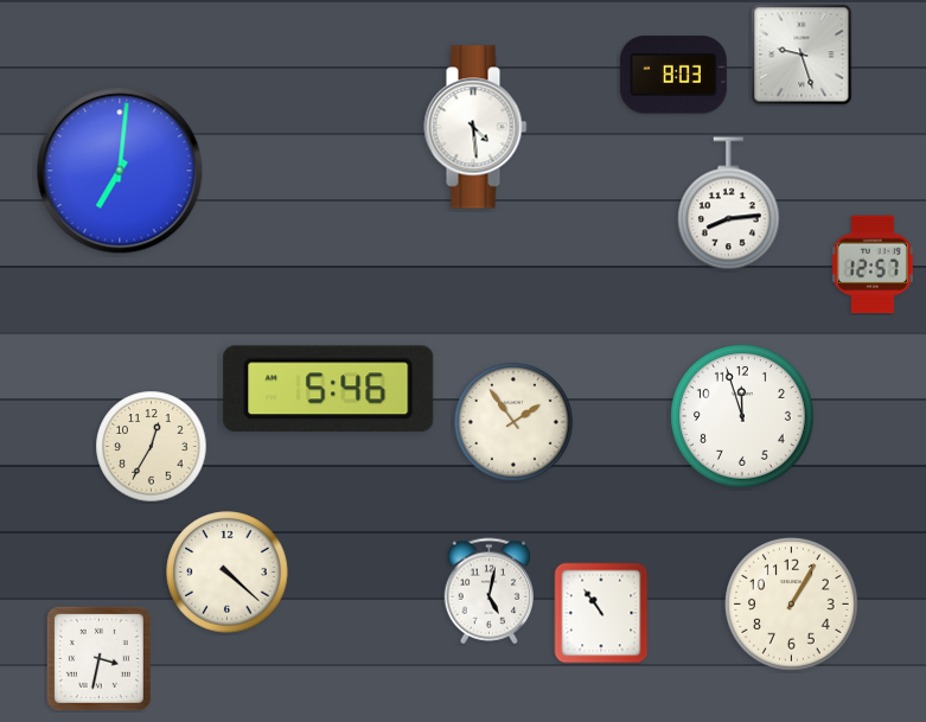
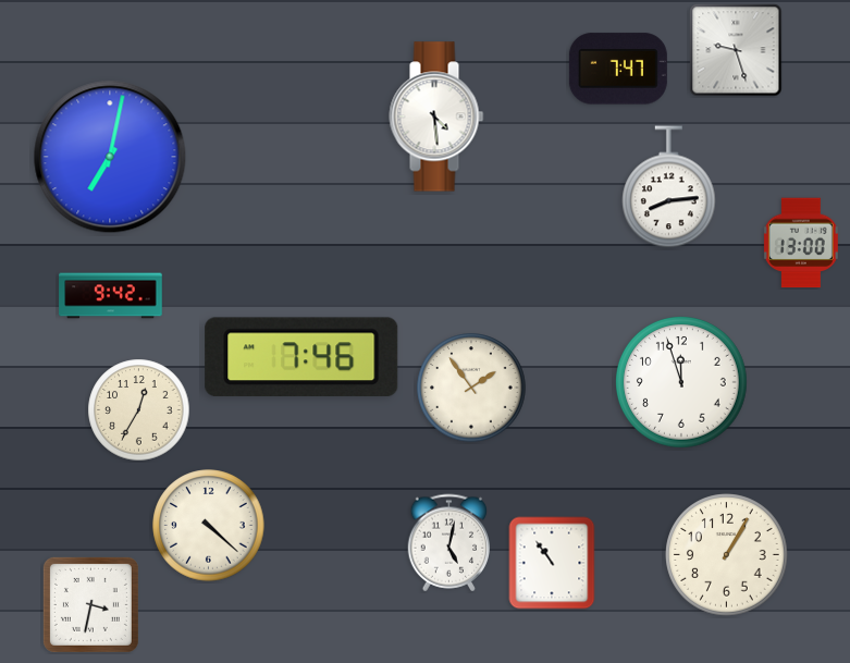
clock at (673, 75): 8:03 -> 7:47
clock at (120, 171): 7:01 -> 7:02
clock at (873, 264): 12:57 -> 13:00
clock at (111, 296): none -> 9:42
clock at (328, 389): 5:46 -> 7:46
